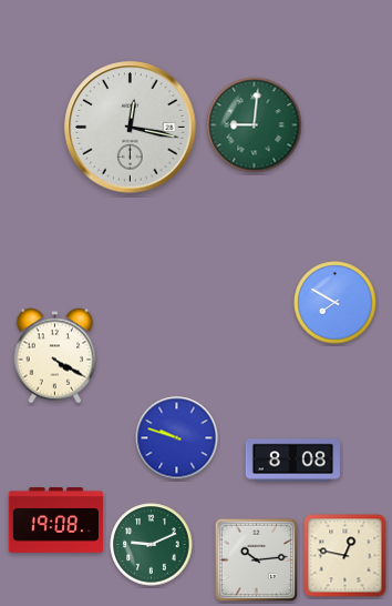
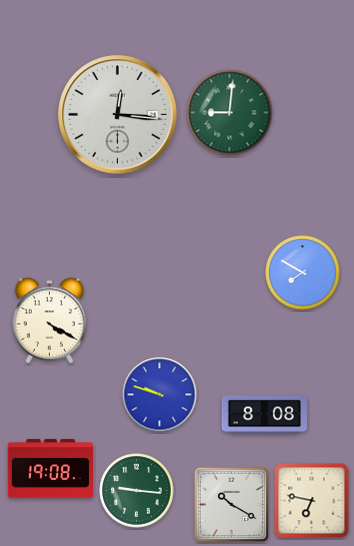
clock at (131, 128): 12:17 -> 12:16
clock at (152, 545): 9:11 -> 9:16
clock at (345, 556): 12:47 -> 6:47
clock at (257, 560): 10:14 -> 10:20
